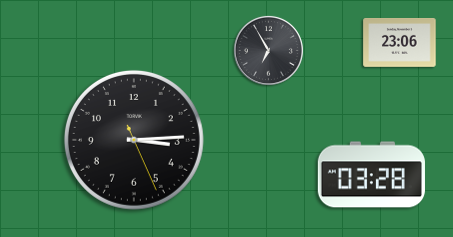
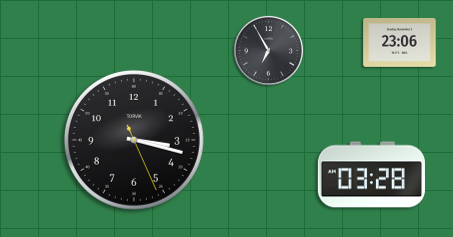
clock at (134, 140): 3:14 -> 3:17
